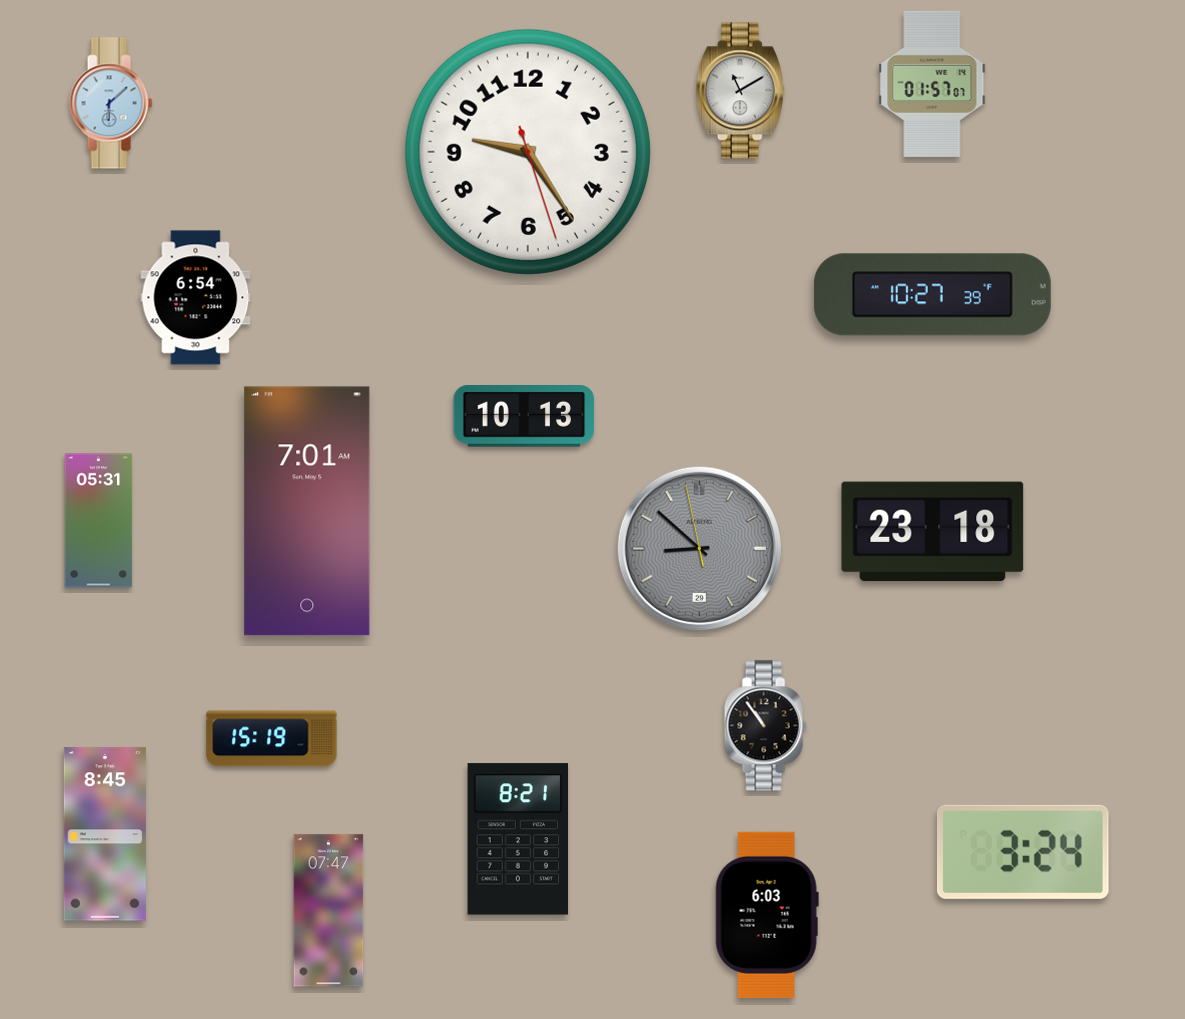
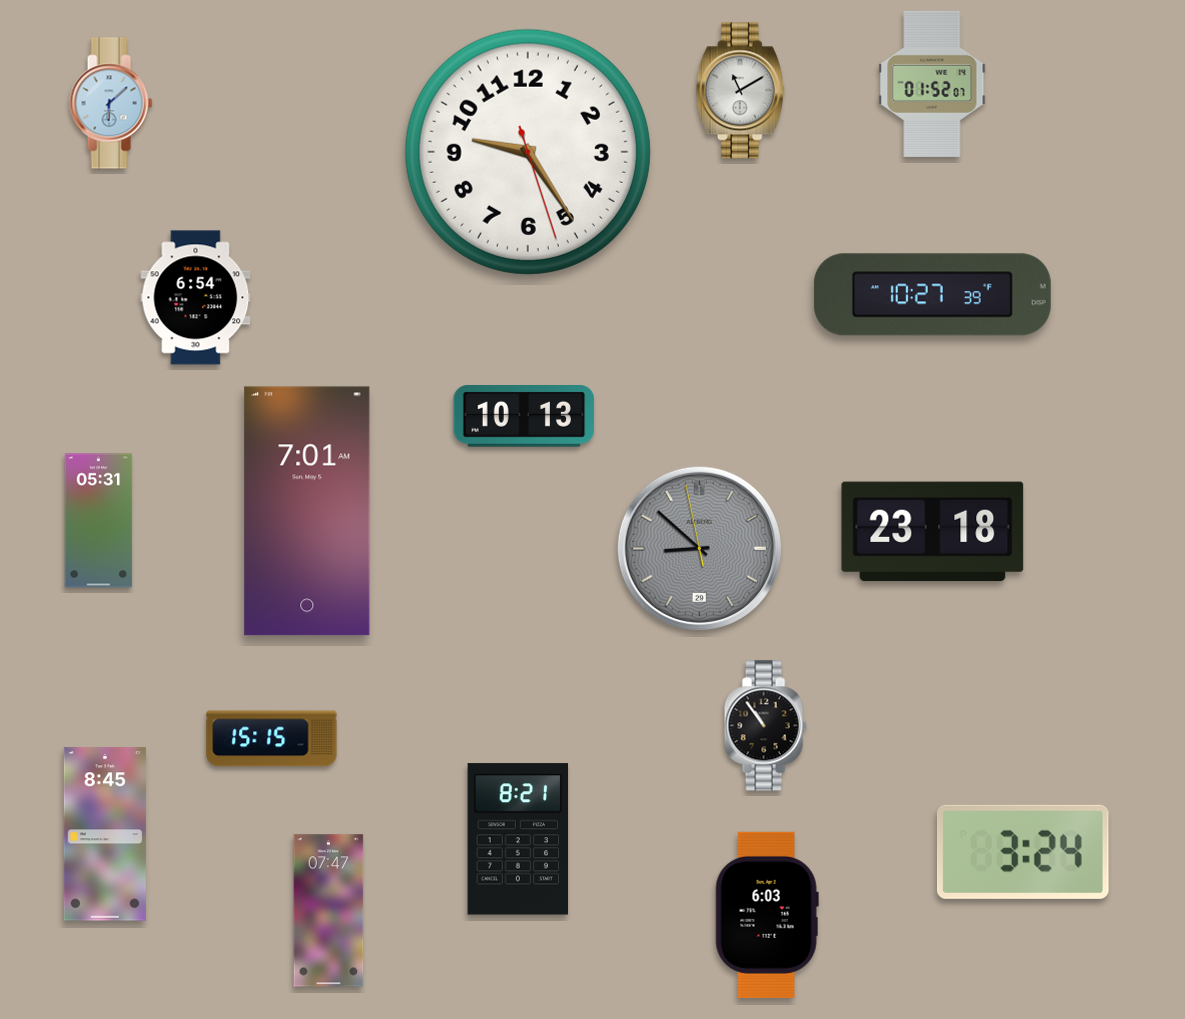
clock at (932, 84): 01:57 -> 01:52
clock at (272, 739): 15:19 -> 15:15
